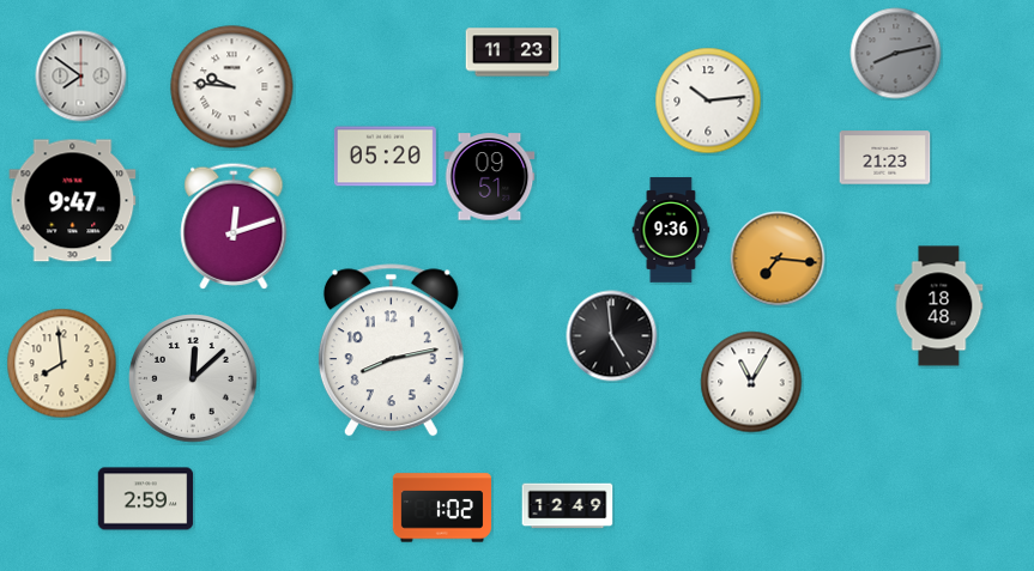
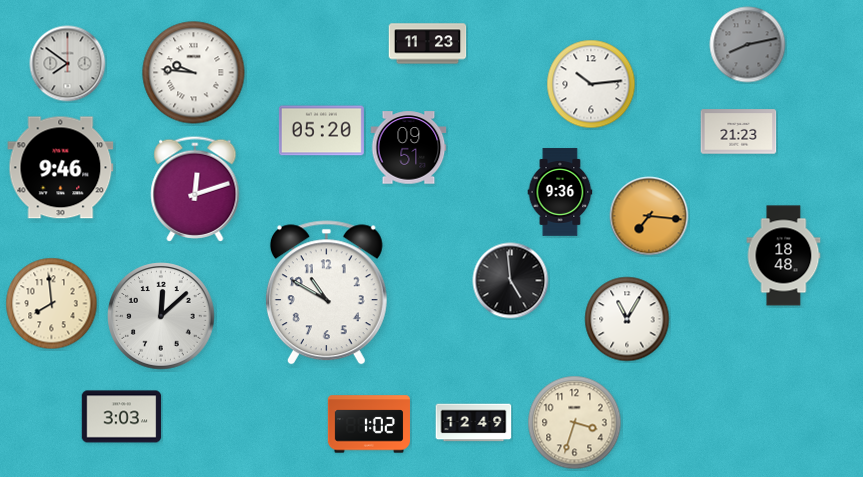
clock at (73, 201): 9:47 -> 9:46
clock at (391, 351): 8:13 -> 10:50
clock at (146, 499): 2:59 -> 3:03
clock at (575, 423): none -> 3:33
